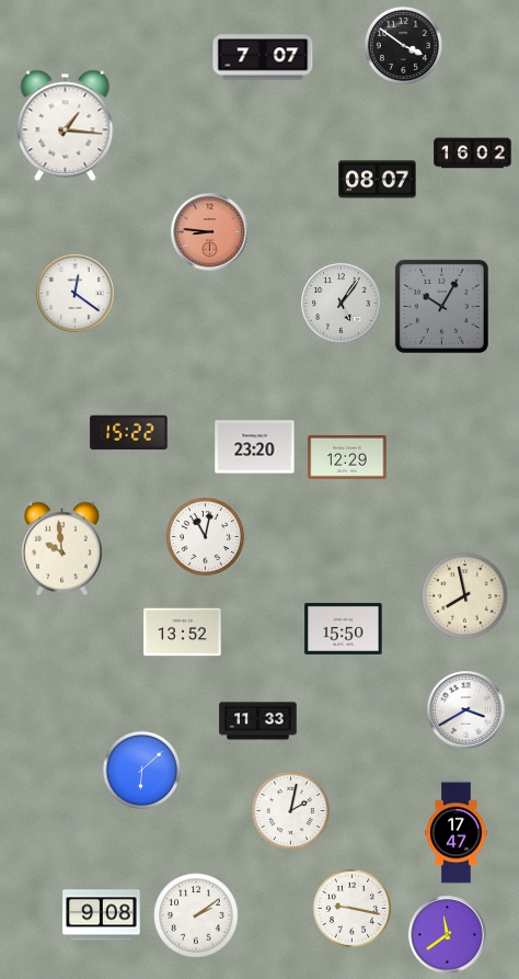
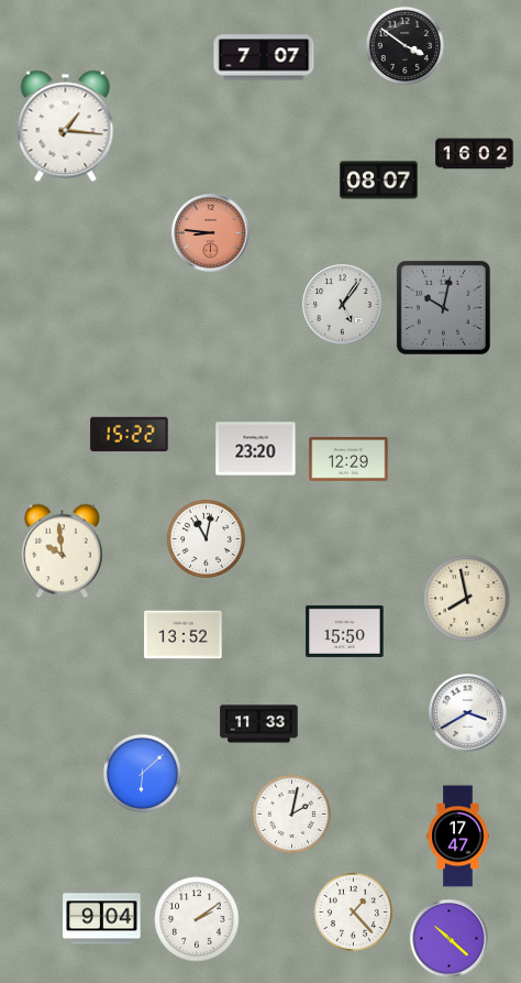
clock at (76, 294): 12:21 -> none
clock at (441, 306): 10:05 -> 10:02
clock at (351, 908): 9:17 -> 1:23
clock at (102, 915): 9:08 -> 9:04
clock at (448, 935): 11:39 -> 10:22
